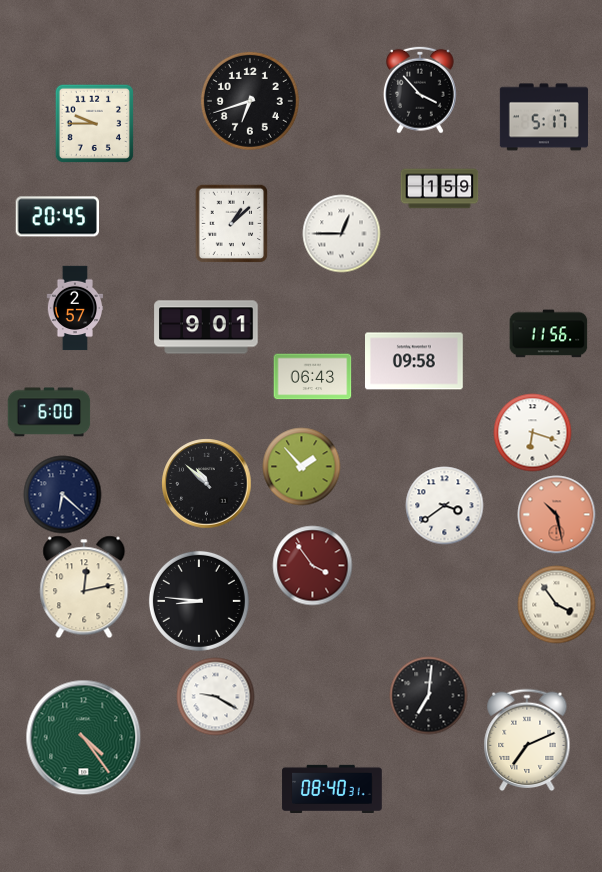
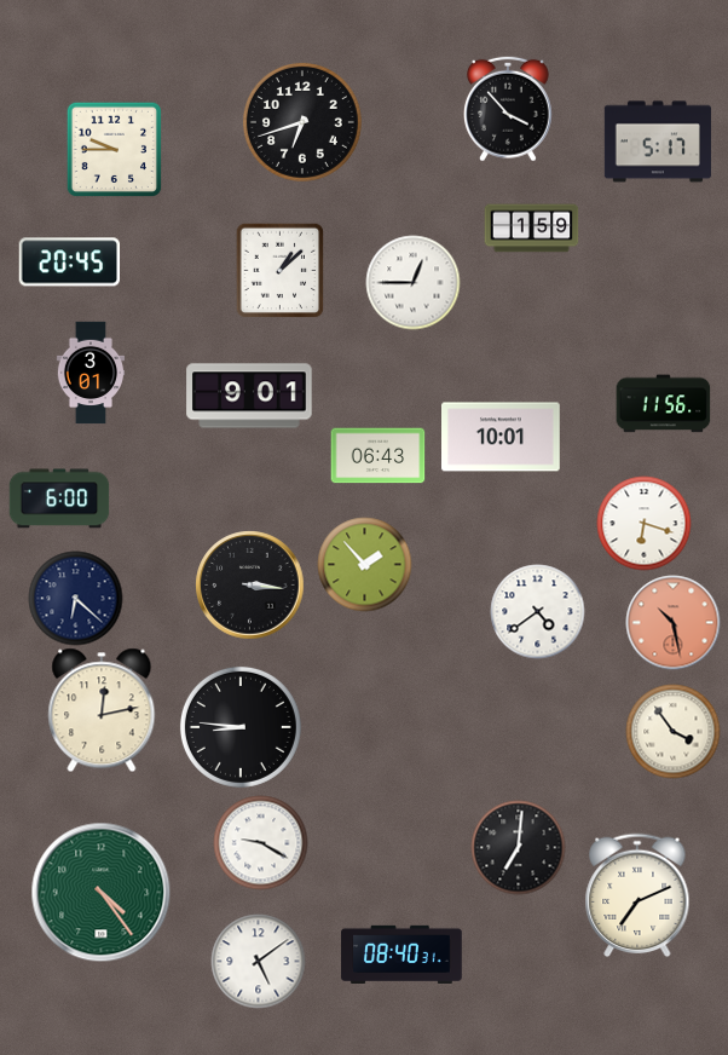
clock at (75, 308): 2:57 -> 3:01
clock at (415, 361): 09:58 -> 10:01
clock at (206, 483): 10:52 -> 3:16
clock at (444, 505): 3:39 -> 4:39
clock at (312, 565): 3:54 -> none
clock at (428, 695) position: (428, 695) -> (518, 847)
clock at (258, 961): none -> 5:09
